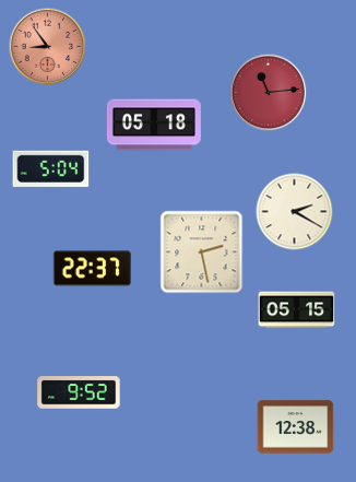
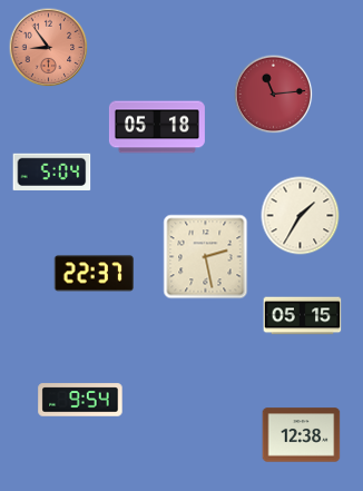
clock at (295, 212): 2:20 -> 1:35
clock at (79, 392): 9:52 -> 9:54
